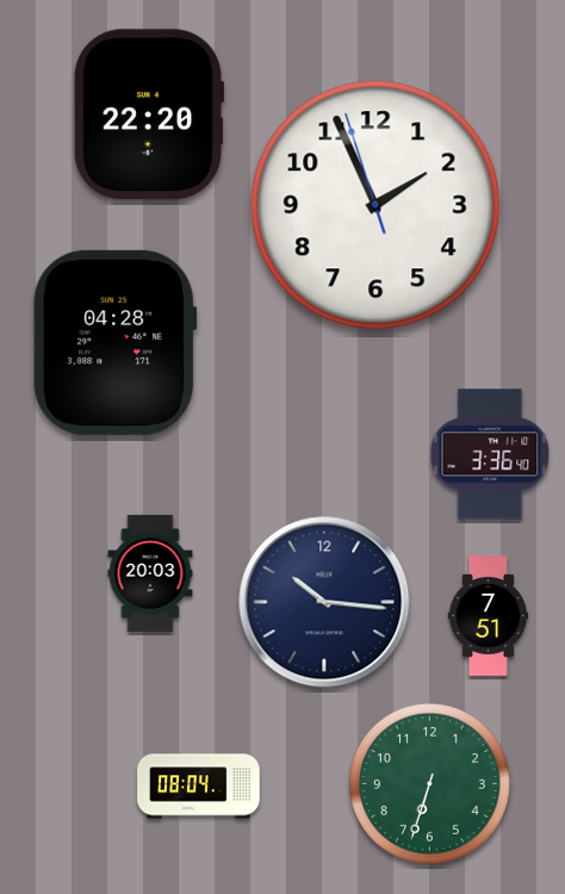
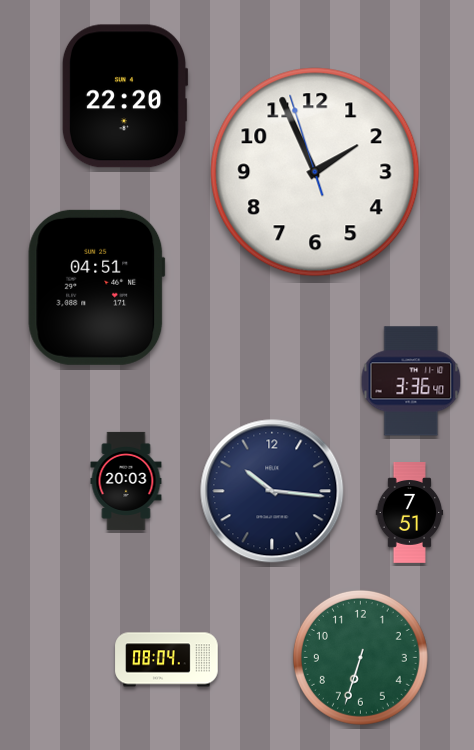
clock at (116, 342): 04:28 -> 04:51
clock at (324, 602) position: (324, 602) -> (272, 491)
clock at (489, 616) position: (489, 616) -> (410, 513)
